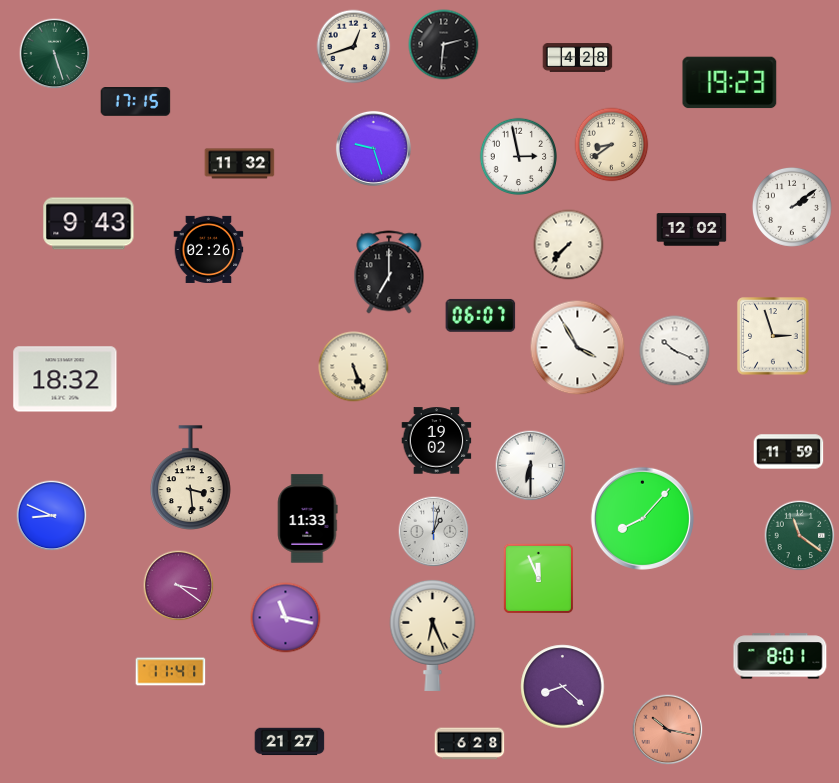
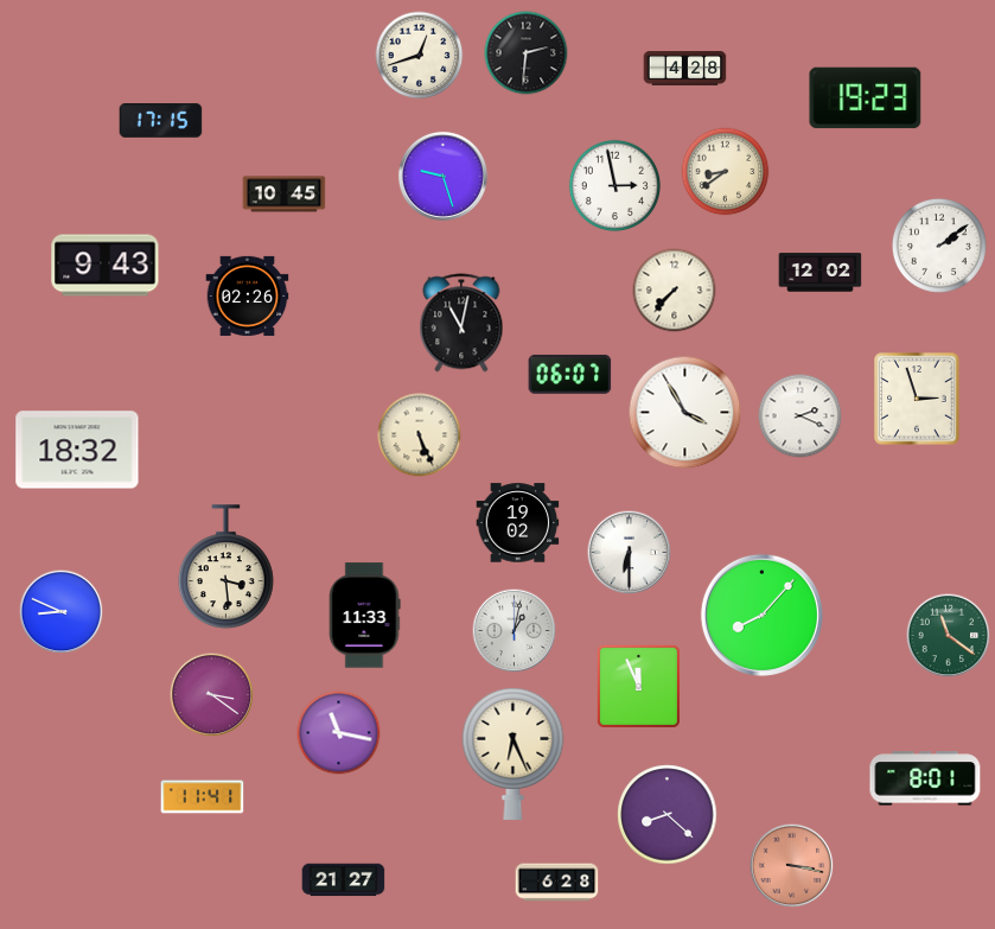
clock at (55, 54): 5:27 -> none
clock at (240, 164): 11:32 -> 10:45
clock at (389, 272): 7:00 -> 11:02
clock at (675, 351): 10:19 -> 2:19
clock at (789, 452): 11:59 -> none
clock at (668, 730): 10:17 -> 3:17
